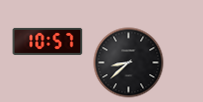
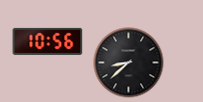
clock at (48, 41): 10:57 -> 10:56
